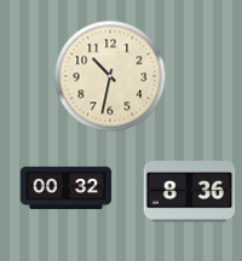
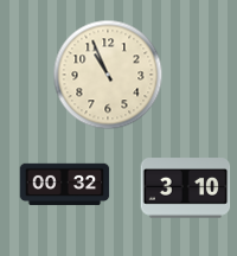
clock at (110, 76): 10:32 -> 10:56
clock at (190, 192): 8:36 -> 3:10
